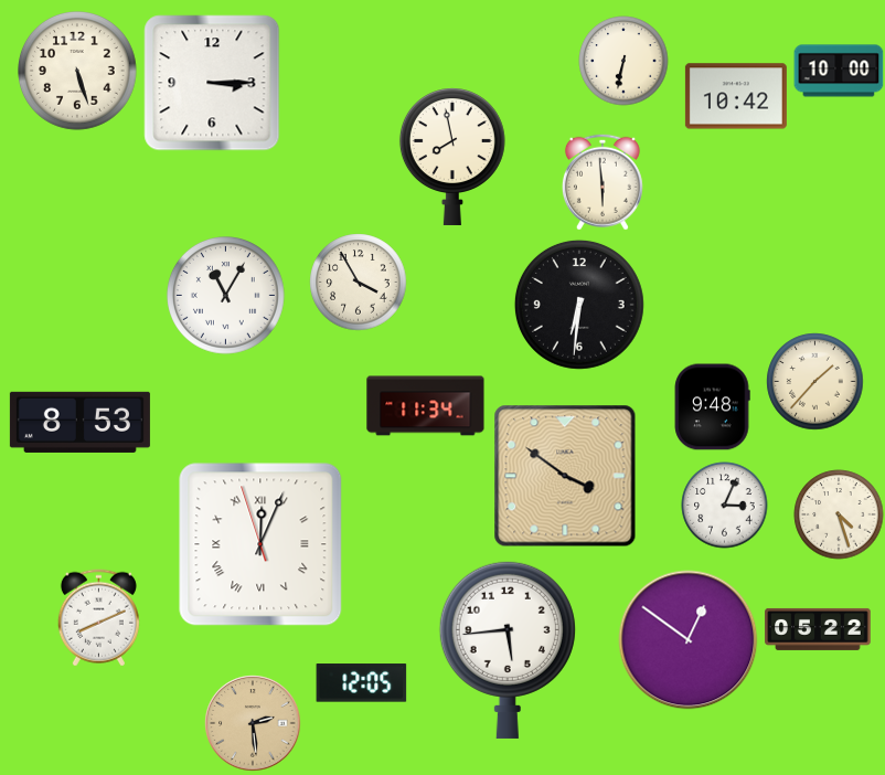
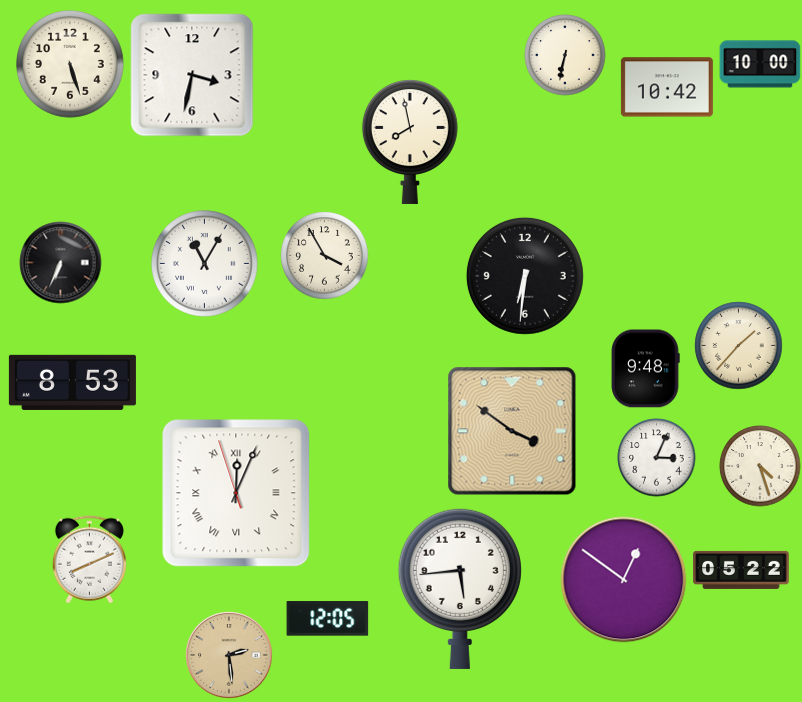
clock at (212, 83): 3:15 -> 3:32
clock at (603, 182): 5:59 -> none
clock at (61, 263): none -> 6:34
clock at (226, 296) position: (226, 296) -> (205, 264)
clock at (426, 406): 11:34 -> none
